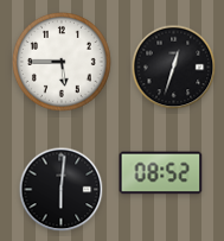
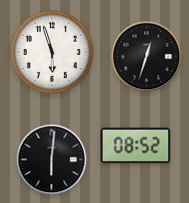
clock at (63, 63): 5:45 -> 5:57
